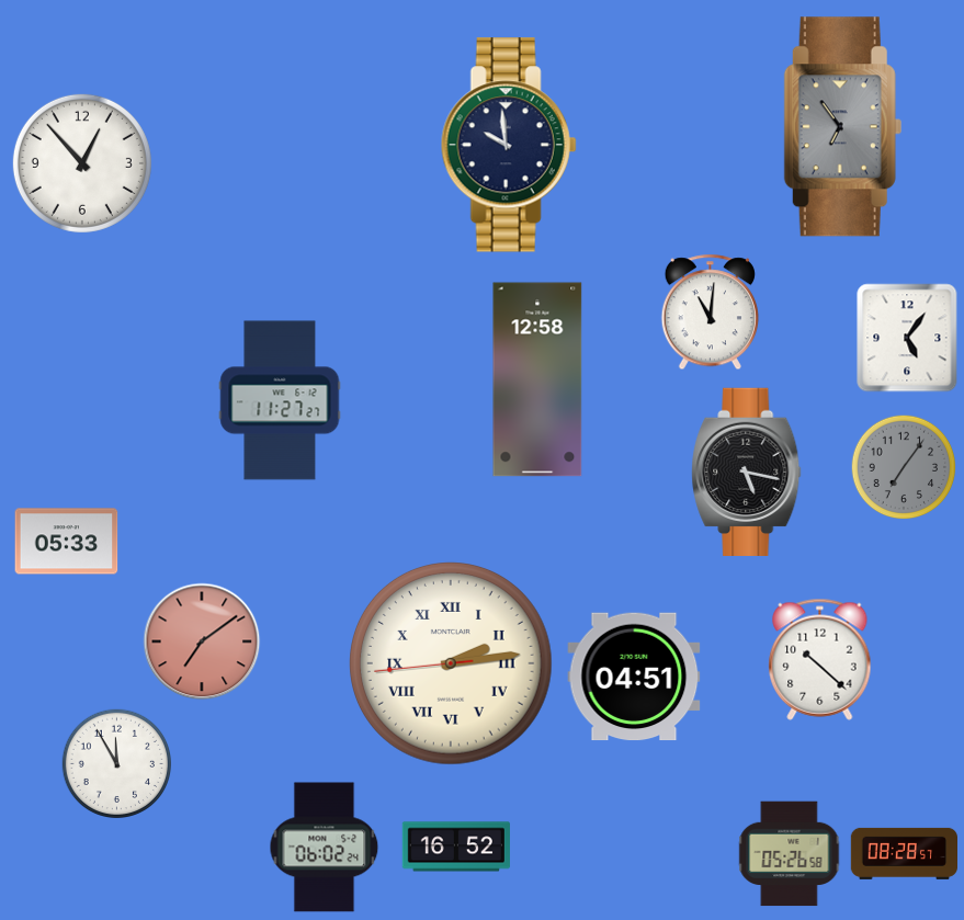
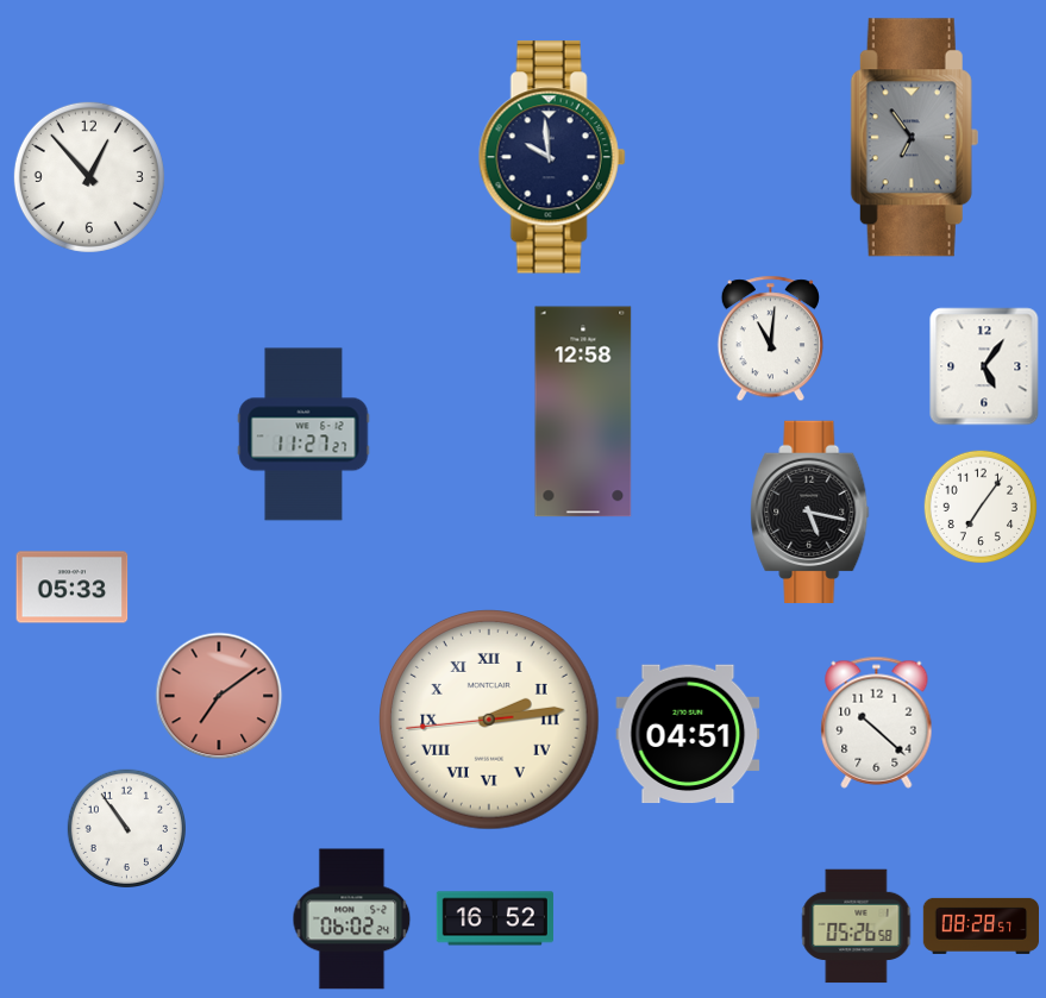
clock at (904, 467) dial: grey -> white
clock at (820, 659) position: (820, 659) -> (877, 722)
clock at (116, 764): 11:55 -> 10:54
